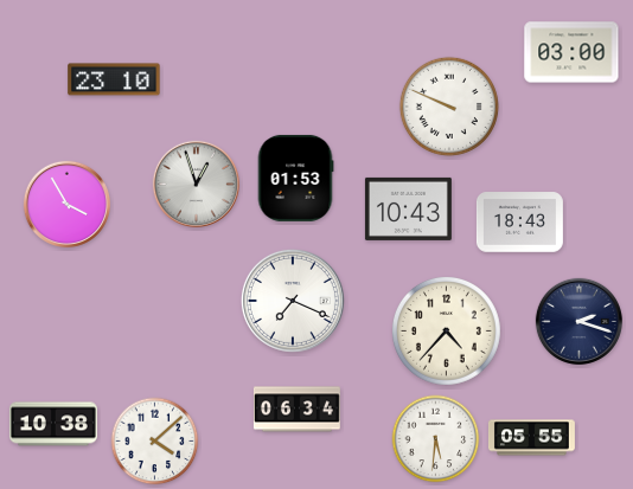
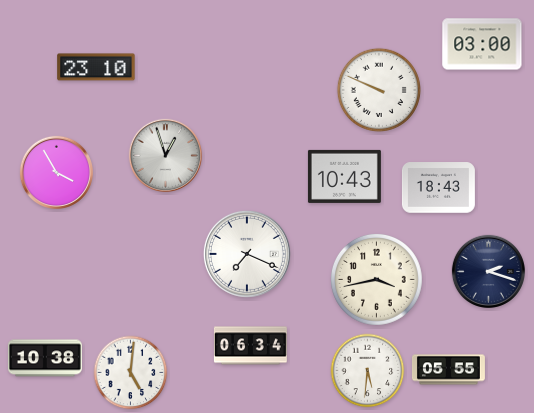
clock at (295, 178): 01:53 -> none
clock at (446, 330): 4:37 -> 3:43
clock at (155, 442): 4:08 -> 5:01
